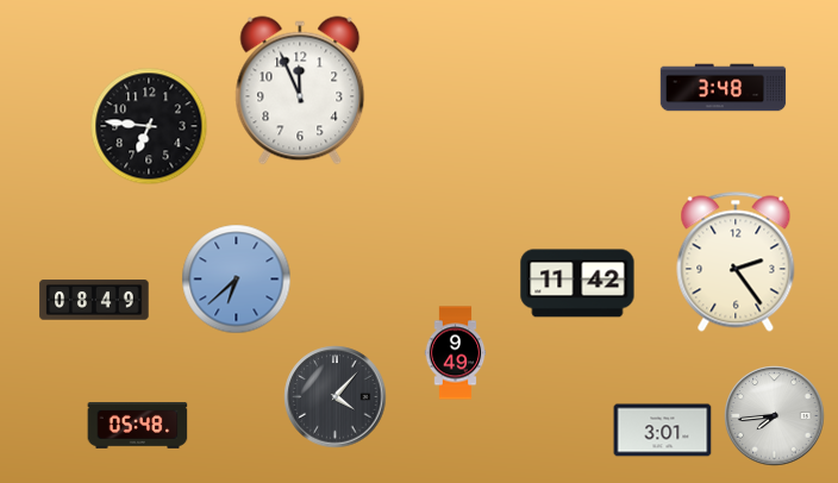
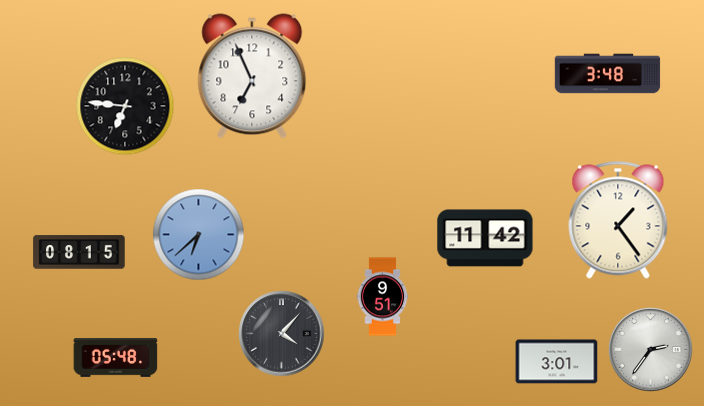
clock at (300, 90): 11:56 -> 6:56
clock at (736, 262): 2:24 -> 1:24
clock at (94, 300): 08:49 -> 08:15
clock at (456, 353): 9:49 -> 9:51
clock at (775, 416): 7:44 -> 2:36
